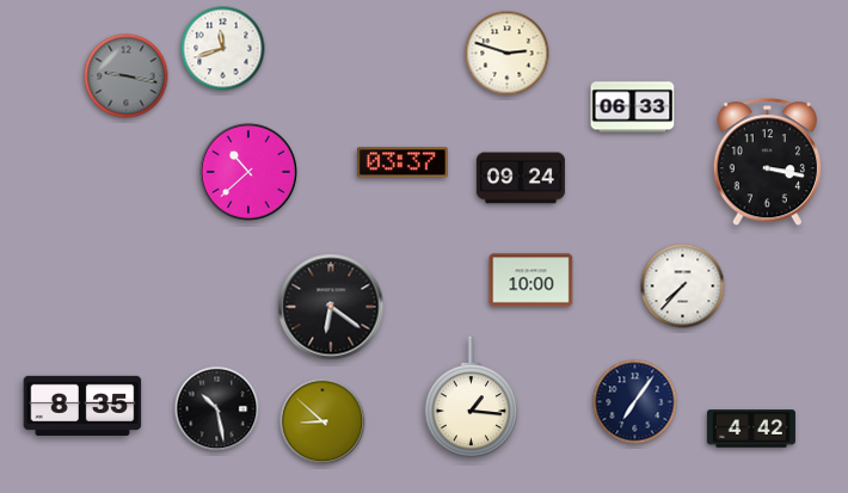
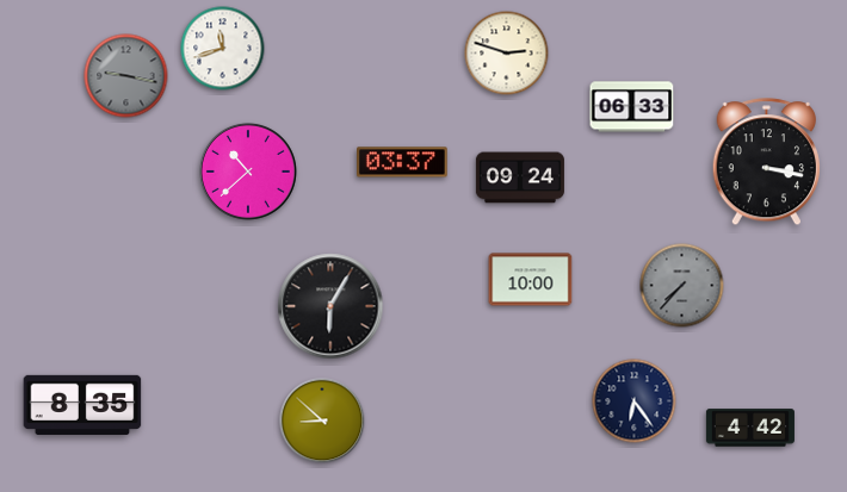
clock at (683, 286) dial: white -> grey
clock at (331, 307): 6:21 -> 6:05
clock at (472, 398): 1:16 -> none
clock at (635, 402): 7:06 -> 6:24
clock at (217, 409): 10:28 -> none
